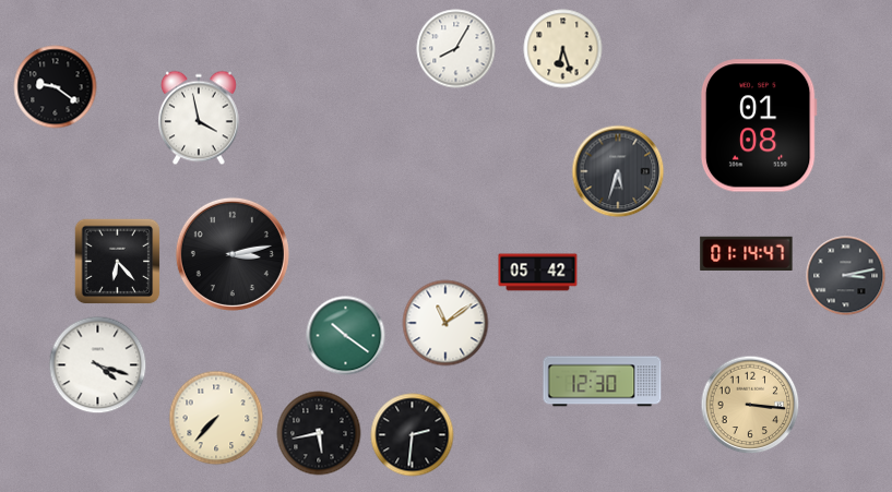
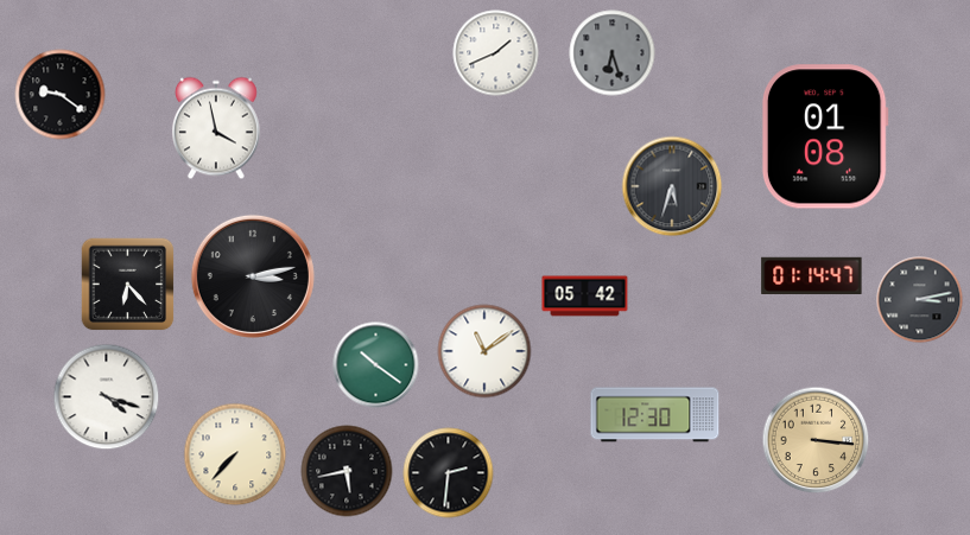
clock at (456, 49): 8:05 -> 1:41
clock at (563, 49) dial: cream -> grey
